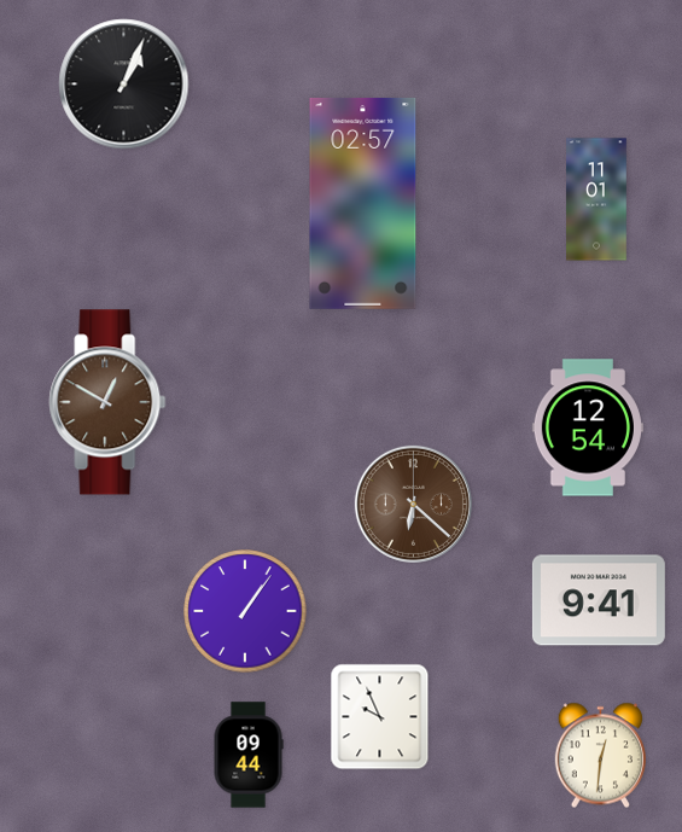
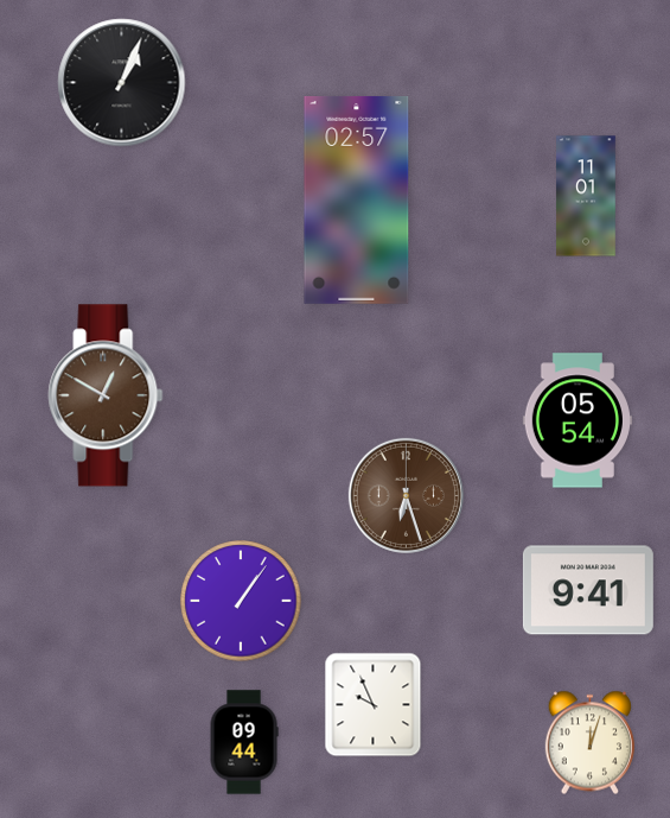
clock at (588, 427): 12:54 -> 05:54
clock at (413, 504): 6:22 -> 6:27
clock at (600, 756): 12:31 -> 12:03
